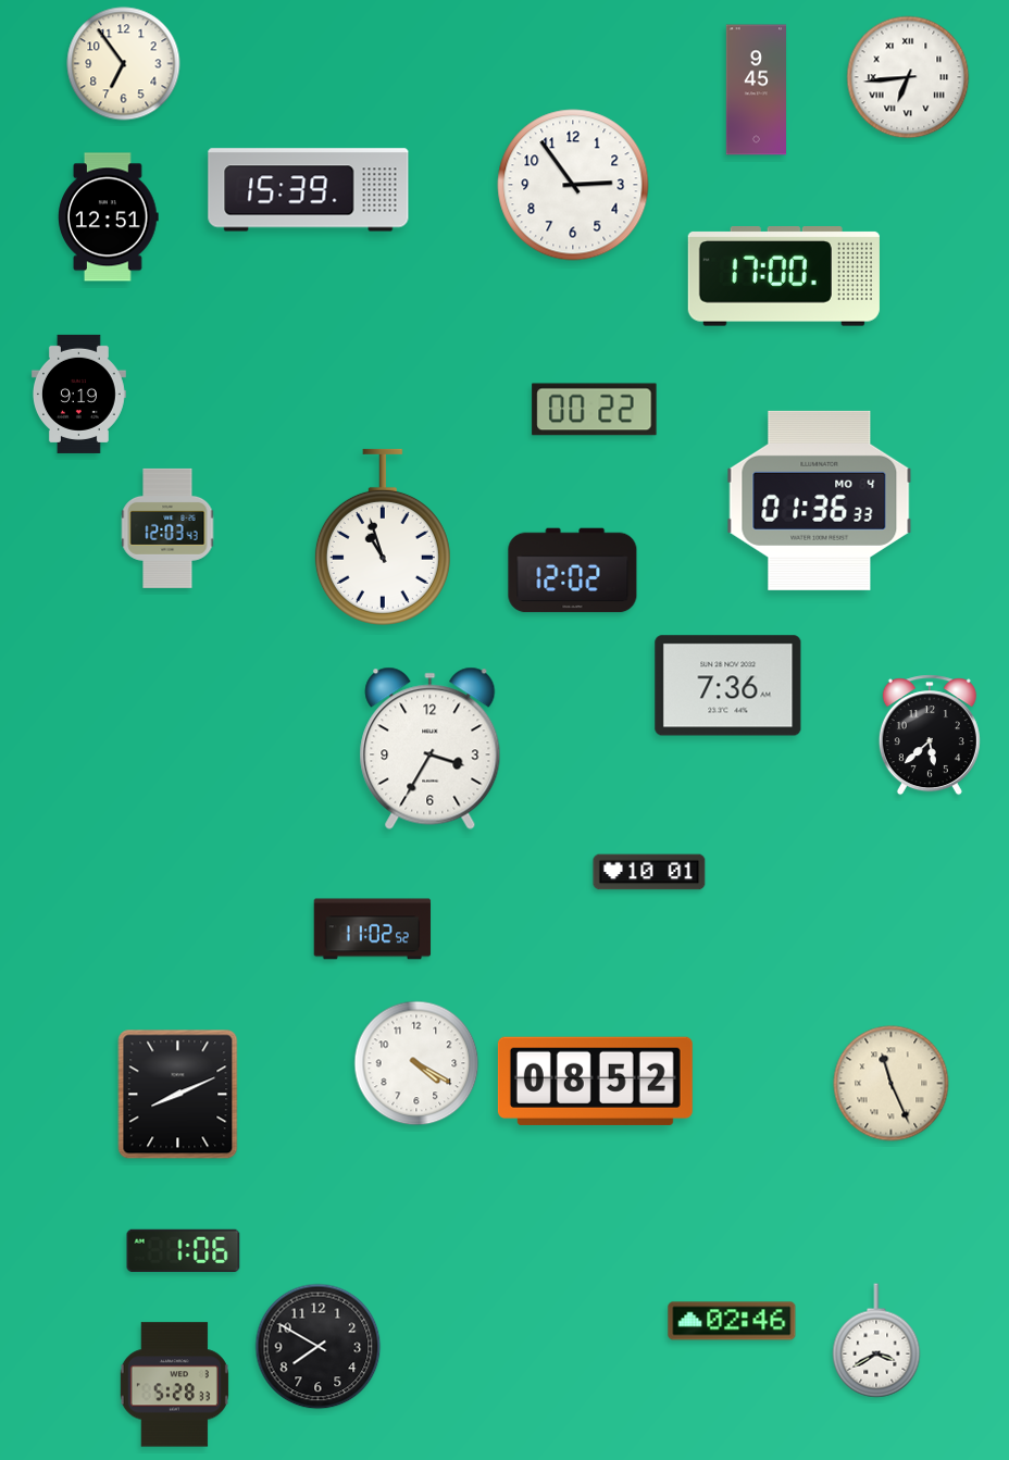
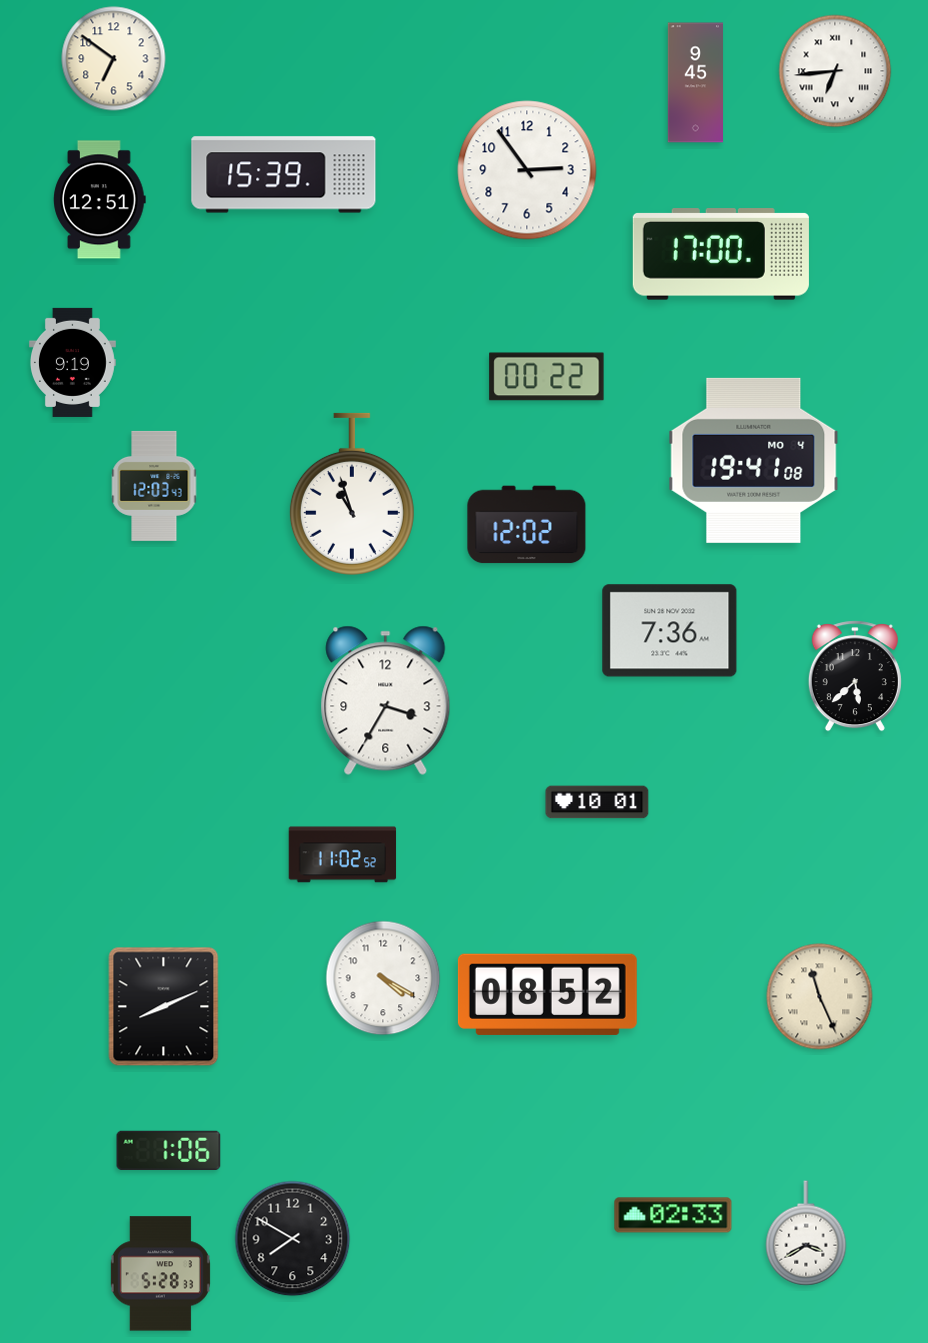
clock at (124, 64): 6:54 -> 6:51
clock at (820, 500): 01:36 -> 19:41
clock at (431, 748) position: (431, 748) -> (386, 700)
clock at (732, 1321): 02:46 -> 02:33
